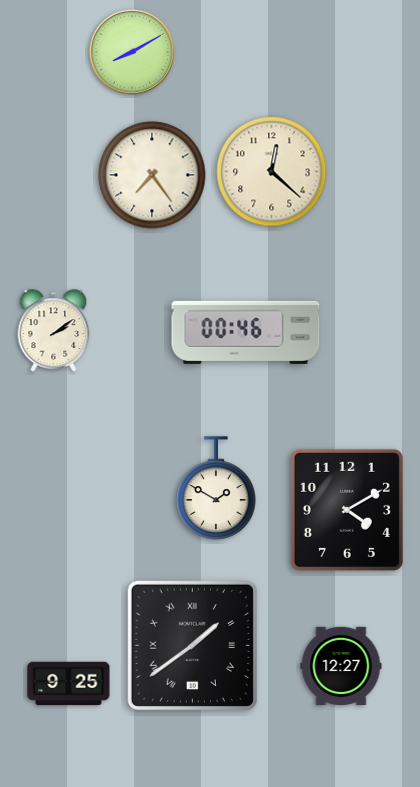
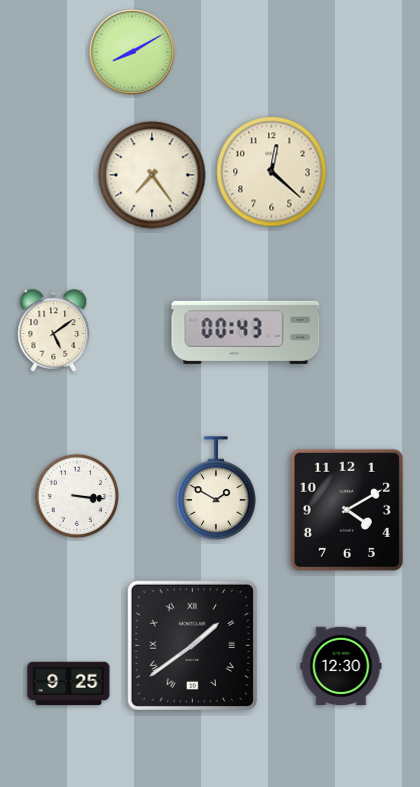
clock at (54, 331): 2:09 -> 5:09
clock at (246, 332): 00:46 -> 00:43
clock at (76, 495): none -> 3:16
clock at (341, 665): 12:27 -> 12:30
